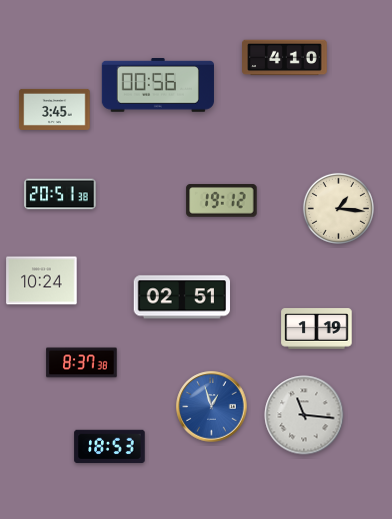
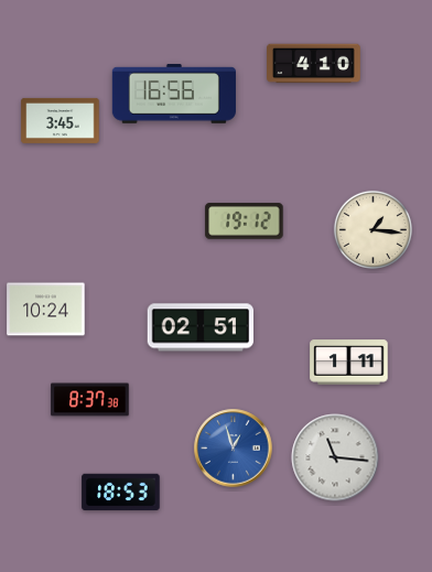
clock at (158, 86): 00:56 -> 16:56
clock at (60, 194): 20:51 -> none
clock at (317, 329): 1:19 -> 1:11
